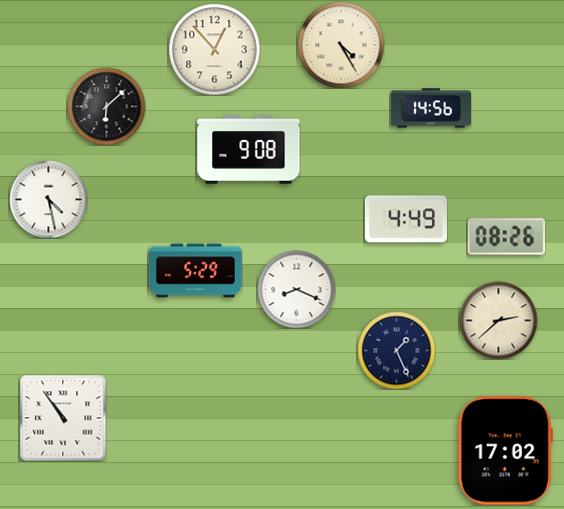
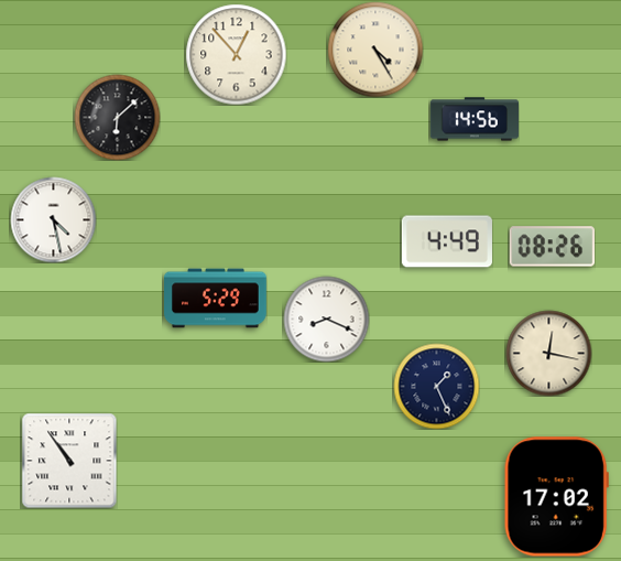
clock at (249, 150): 9:08 -> none
clock at (506, 237) position: (506, 237) -> (552, 247)
clock at (498, 320): 2:38 -> 12:17
